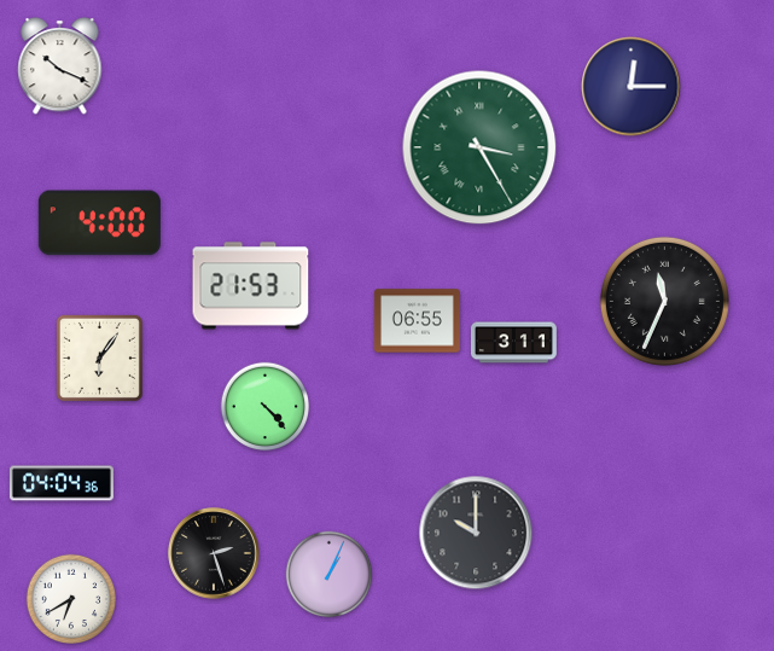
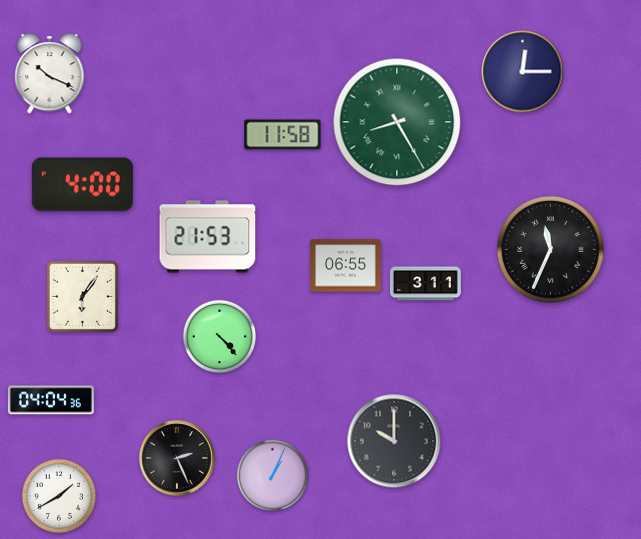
clock at (60, 66) position: (60, 66) -> (50, 74)
clock at (479, 147): 3:25 -> 8:25
clock at (283, 135): none -> 11:58
clock at (214, 553): 2:27 -> 2:26
clock at (70, 598): 6:40 -> 1:40
